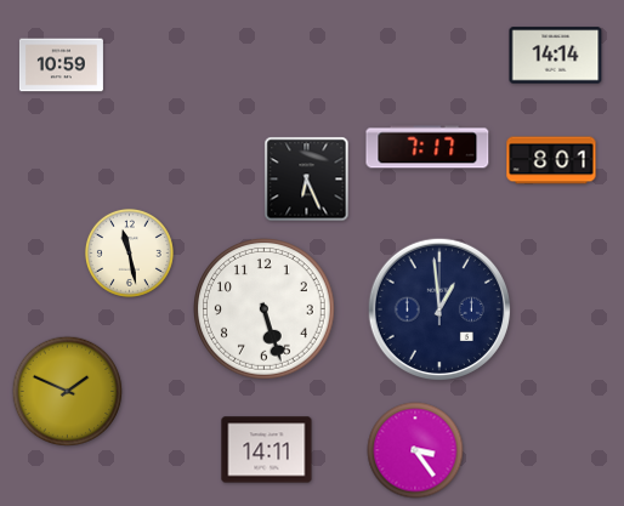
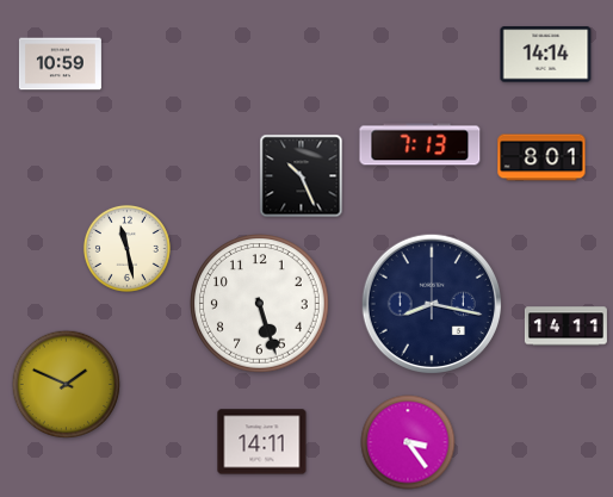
clock at (427, 147): 7:17 -> 7:13
clock at (307, 180): 6:26 -> 10:26
clock at (438, 308): 12:59 -> 8:17
clock at (565, 327): none -> 14:11
